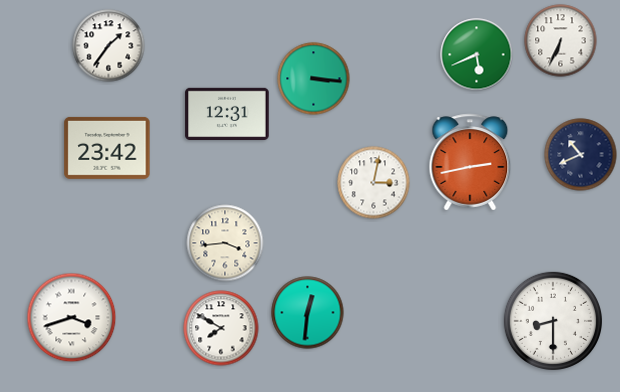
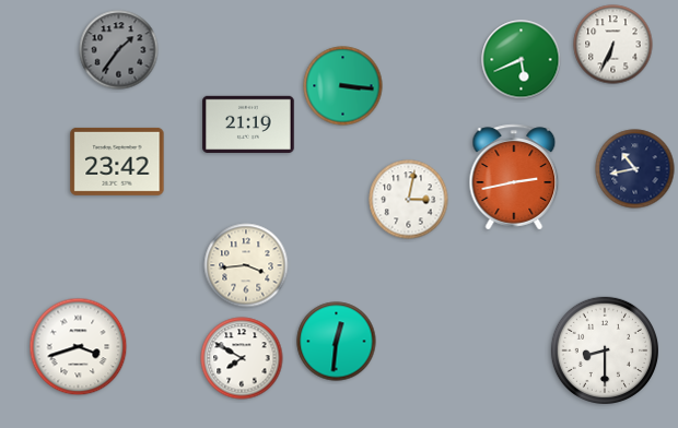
clock at (109, 46) dial: white -> grey
clock at (227, 114): 12:31 -> 21:19
clock at (581, 155): 10:41 -> 10:43
